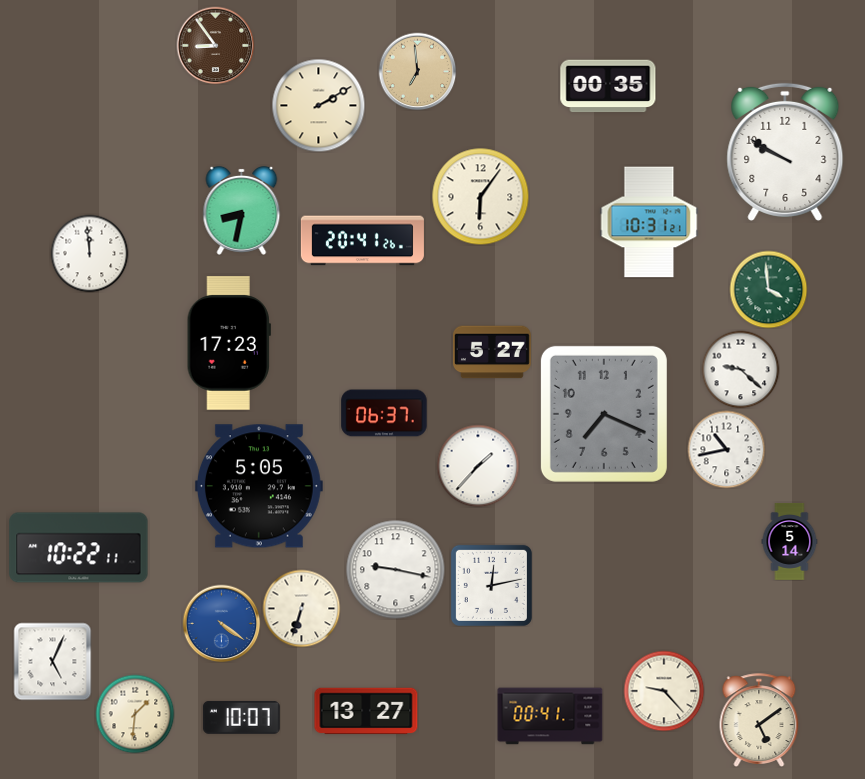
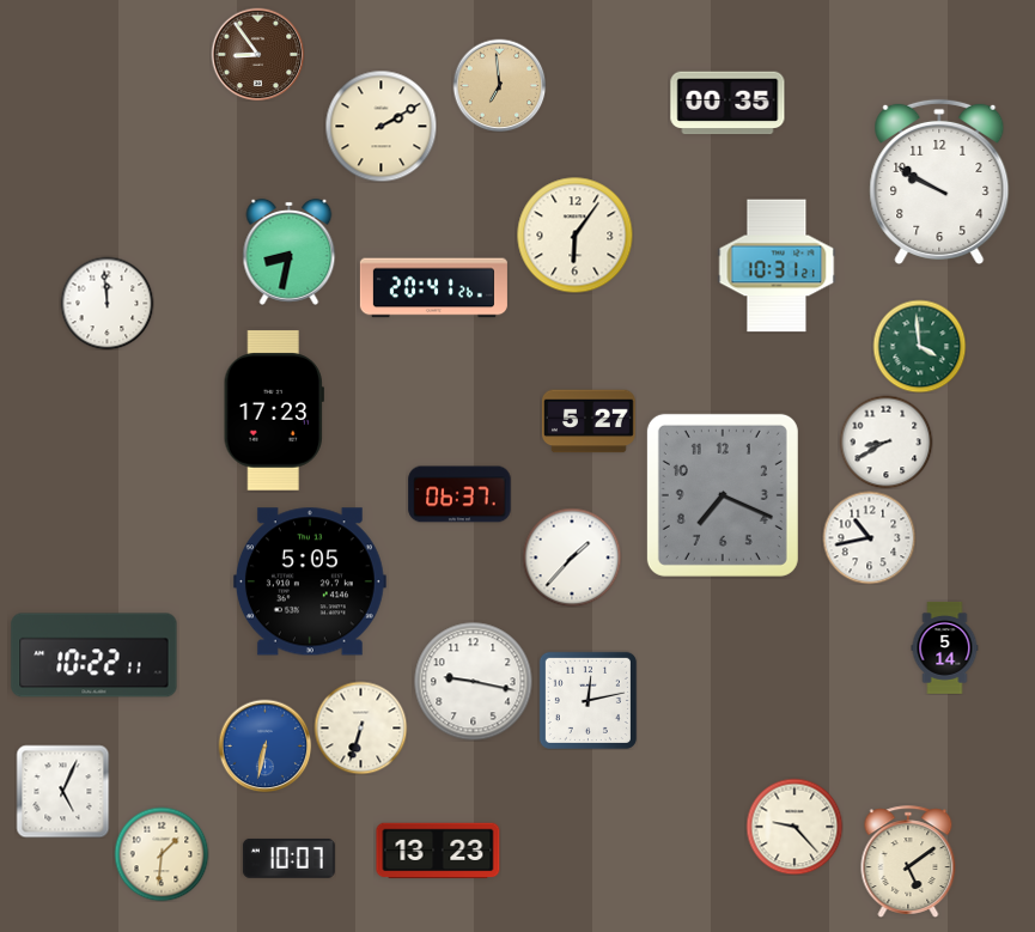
clock at (740, 369): 9:22 -> 8:40
clock at (221, 623): 4:21 -> 6:32
clock at (366, 711): 13:27 -> 13:23
clock at (550, 716): 00:41 -> none
